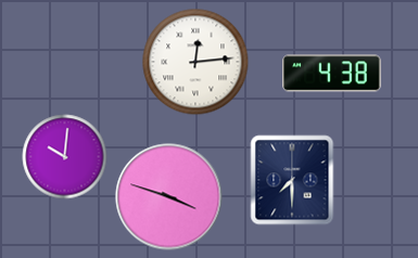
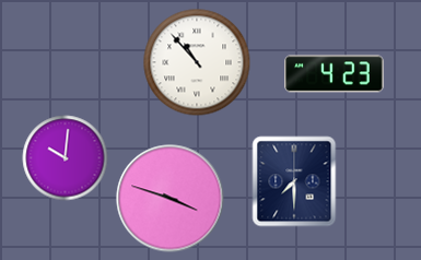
clock at (195, 62): 12:14 -> 10:53
clock at (332, 74): 4:38 -> 4:23
